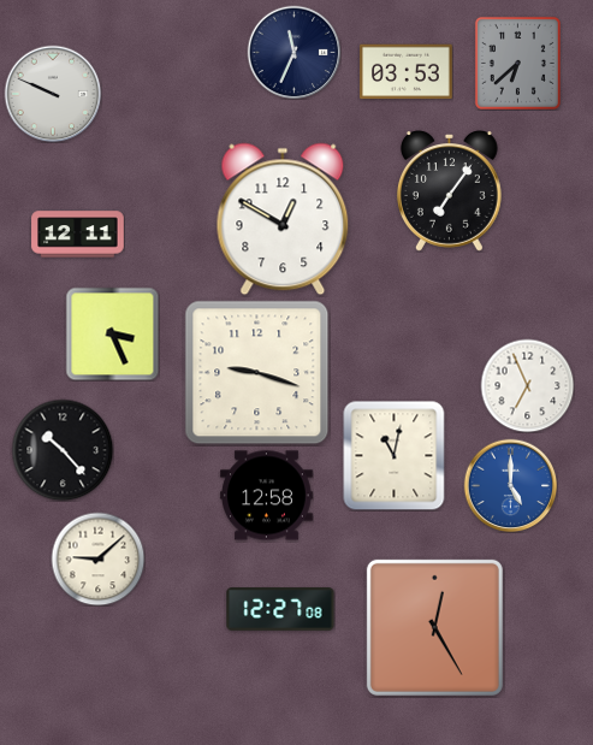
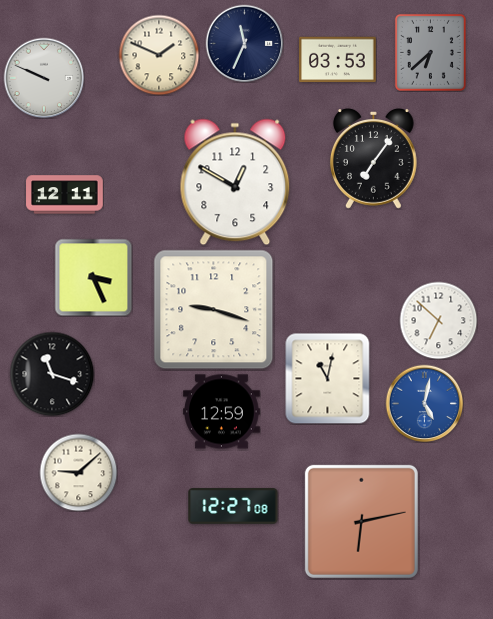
clock at (159, 55): none -> 1:49
clock at (527, 385): 6:56 -> 6:52
clock at (63, 450): 10:23 -> 11:18
clock at (510, 485): 5:00 -> 5:02
clock at (267, 496): 12:58 -> 12:59
clock at (97, 558) position: (97, 558) -> (78, 472)
clock at (434, 627): 12:25 -> 6:13
